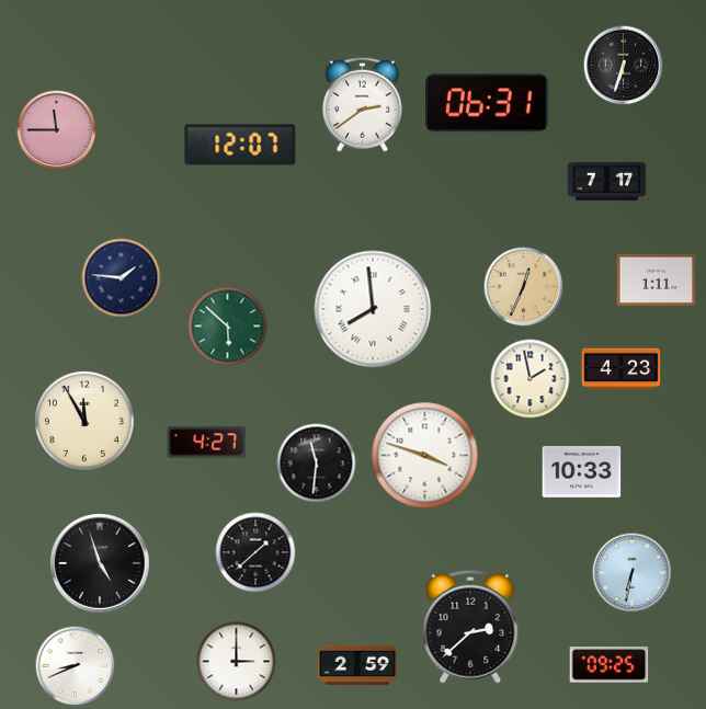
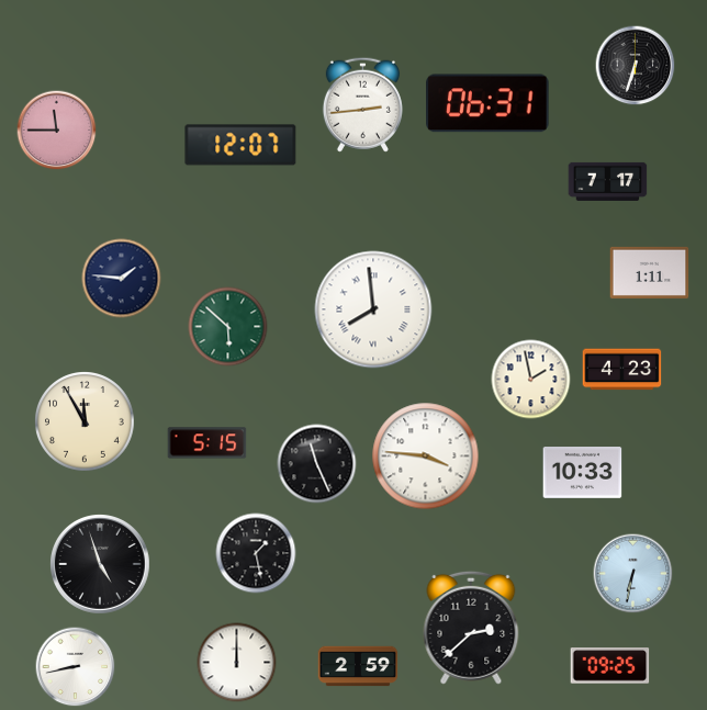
clock at (624, 66) position: (624, 66) -> (636, 66)
clock at (362, 104): 2:39 -> 2:44
clock at (657, 279) position: (657, 279) -> (650, 272)
clock at (524, 287): 12:34 -> none
clock at (207, 443): 4:27 -> 5:15
clock at (425, 456): 3:48 -> 3:46
clock at (317, 464): 11:31 -> 11:26
clock at (255, 552): 1:38 -> 1:28
clock at (237, 662): 3:00 -> 12:00
clock at (76, 666): 8:41 -> 8:43
